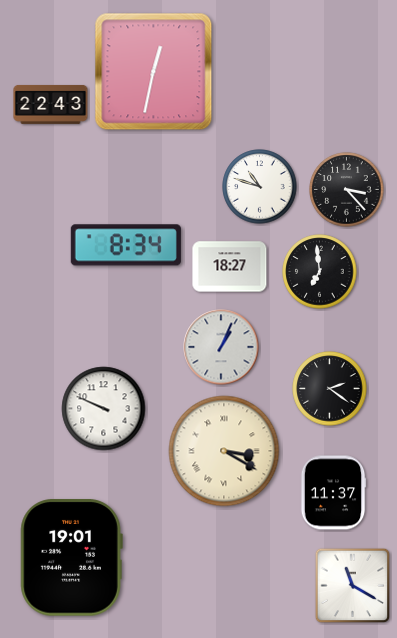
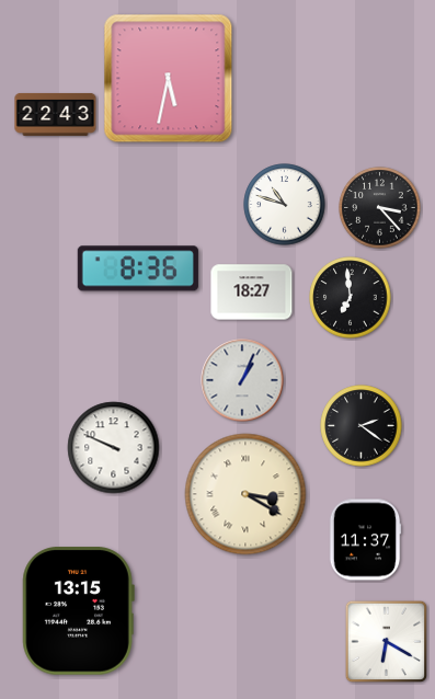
clock at (154, 72): 12:32 -> 5:32
clock at (126, 245): 8:34 -> 8:36
clock at (71, 558): 19:01 -> 13:15
clock at (353, 586): 11:20 -> 6:20
